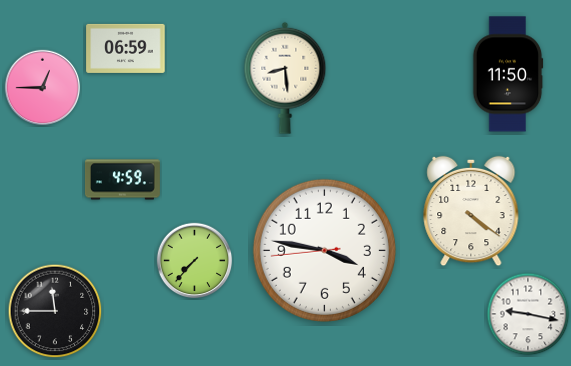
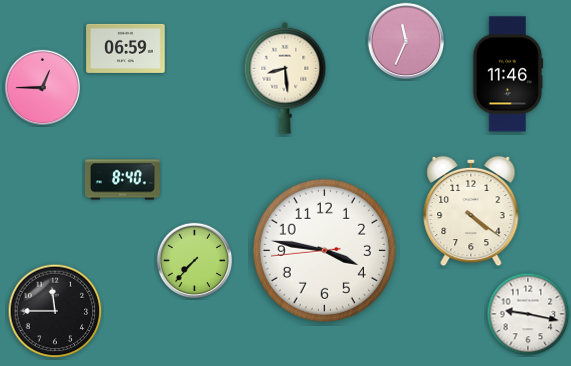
clock at (406, 41): none -> 11:34
clock at (508, 74): 11:50 -> 11:46
clock at (122, 180): 4:59 -> 8:40
